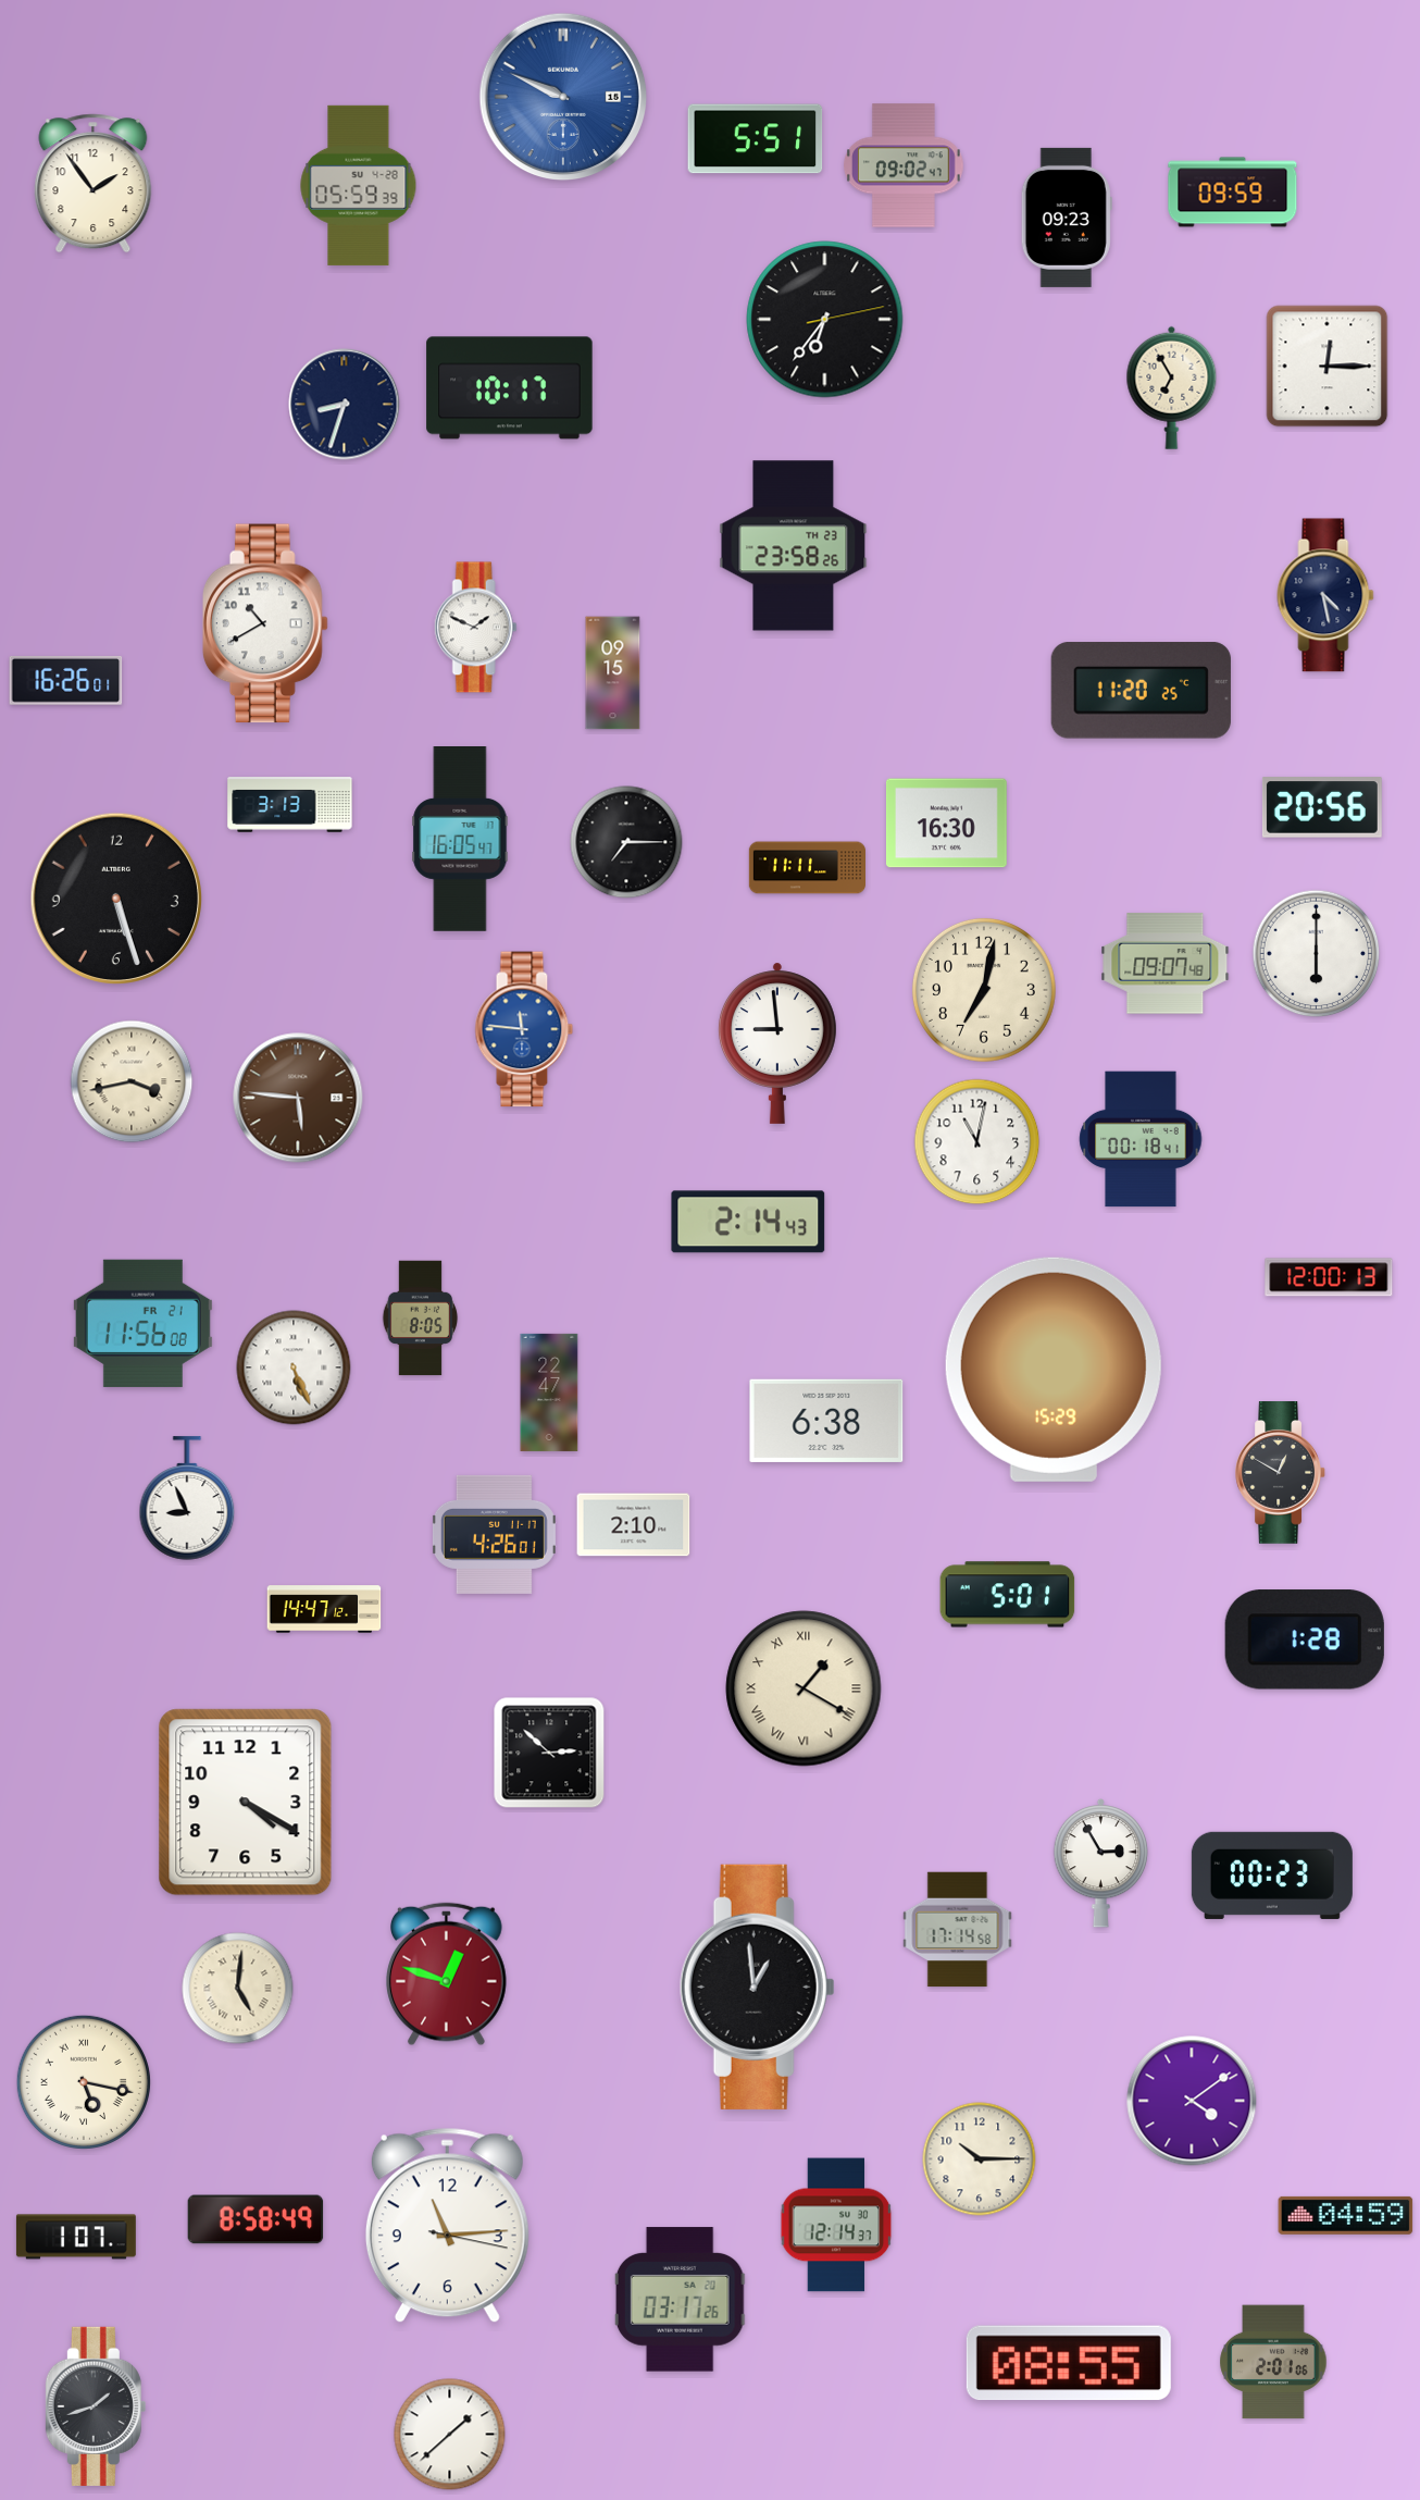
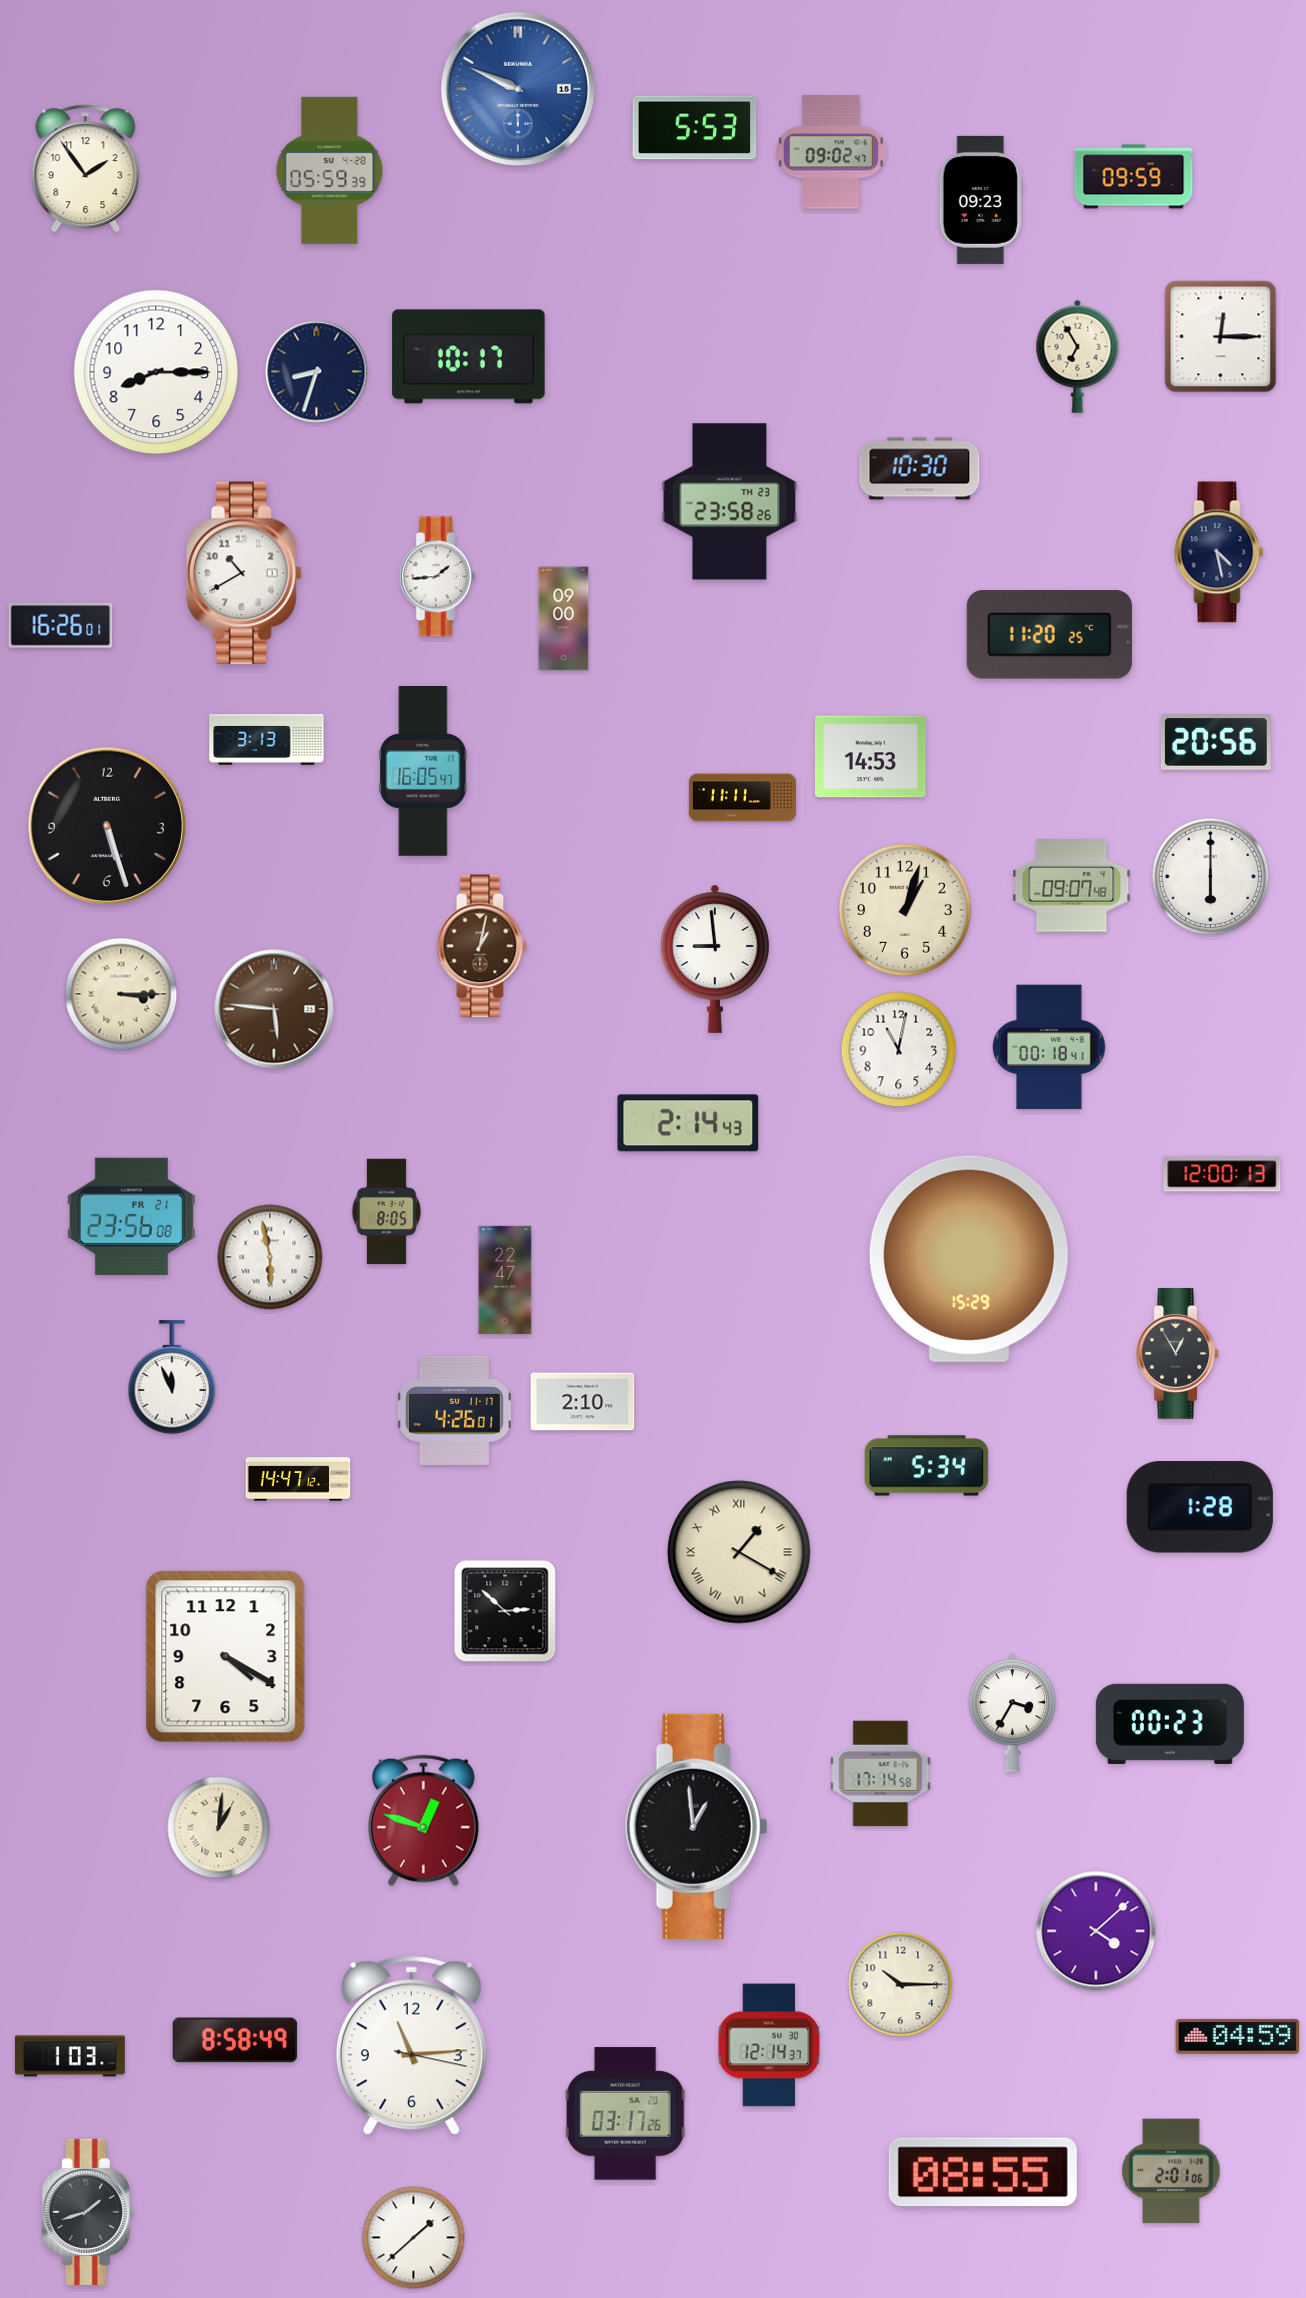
clock at (756, 139): 5:51 -> 5:53
clock at (825, 320): 6:36 -> none
clock at (156, 372): none -> 8:15
clock at (920, 469): none -> 10:30
clock at (1325, 595) position: (1325, 595) -> (1219, 552)
clock at (475, 628): 1:49 -> 1:44
clock at (613, 673): 09:15 -> 09:00
clock at (946, 824): 16:30 -> 14:53
clock at (626, 842): 7:15 -> none
clock at (984, 990): 7:02 -> 1:03
clock at (524, 1029): 11:46 -> 1:02
clock at (524, 1029) dial: blue -> brown
clock at (132, 1081): 3:43 -> 3:15
clock at (142, 1323): 11:56 -> 23:56
clock at (294, 1367): 5:26 -> 5:58
clock at (826, 1421): 6:38 -> none
clock at (1280, 1473): 12:50 -> 12:55
clock at (187, 1498): 8:56 -> 11:56
clock at (1008, 1595): 5:01 -> 5:34
clock at (1101, 1862): 2:55 -> 3:35
clock at (447, 1975) position: (447, 1975) -> (424, 1821)
clock at (238, 1989): 5:01 -> 1:01
clock at (84, 2082): 5:17 -> none
clock at (1192, 2101): 4:09 -> 4:08
clock at (76, 2237): 1:07 -> 1:03
